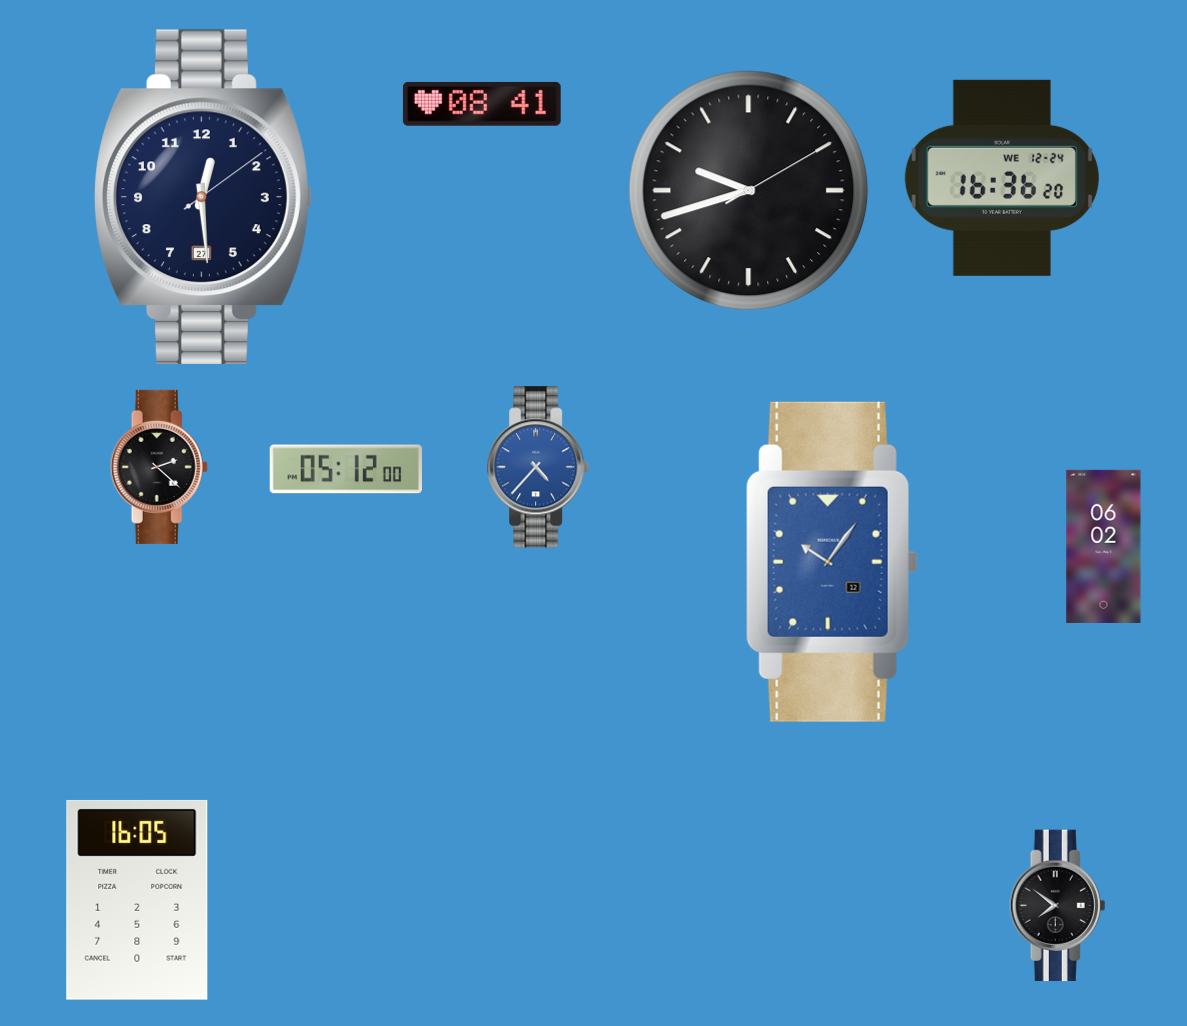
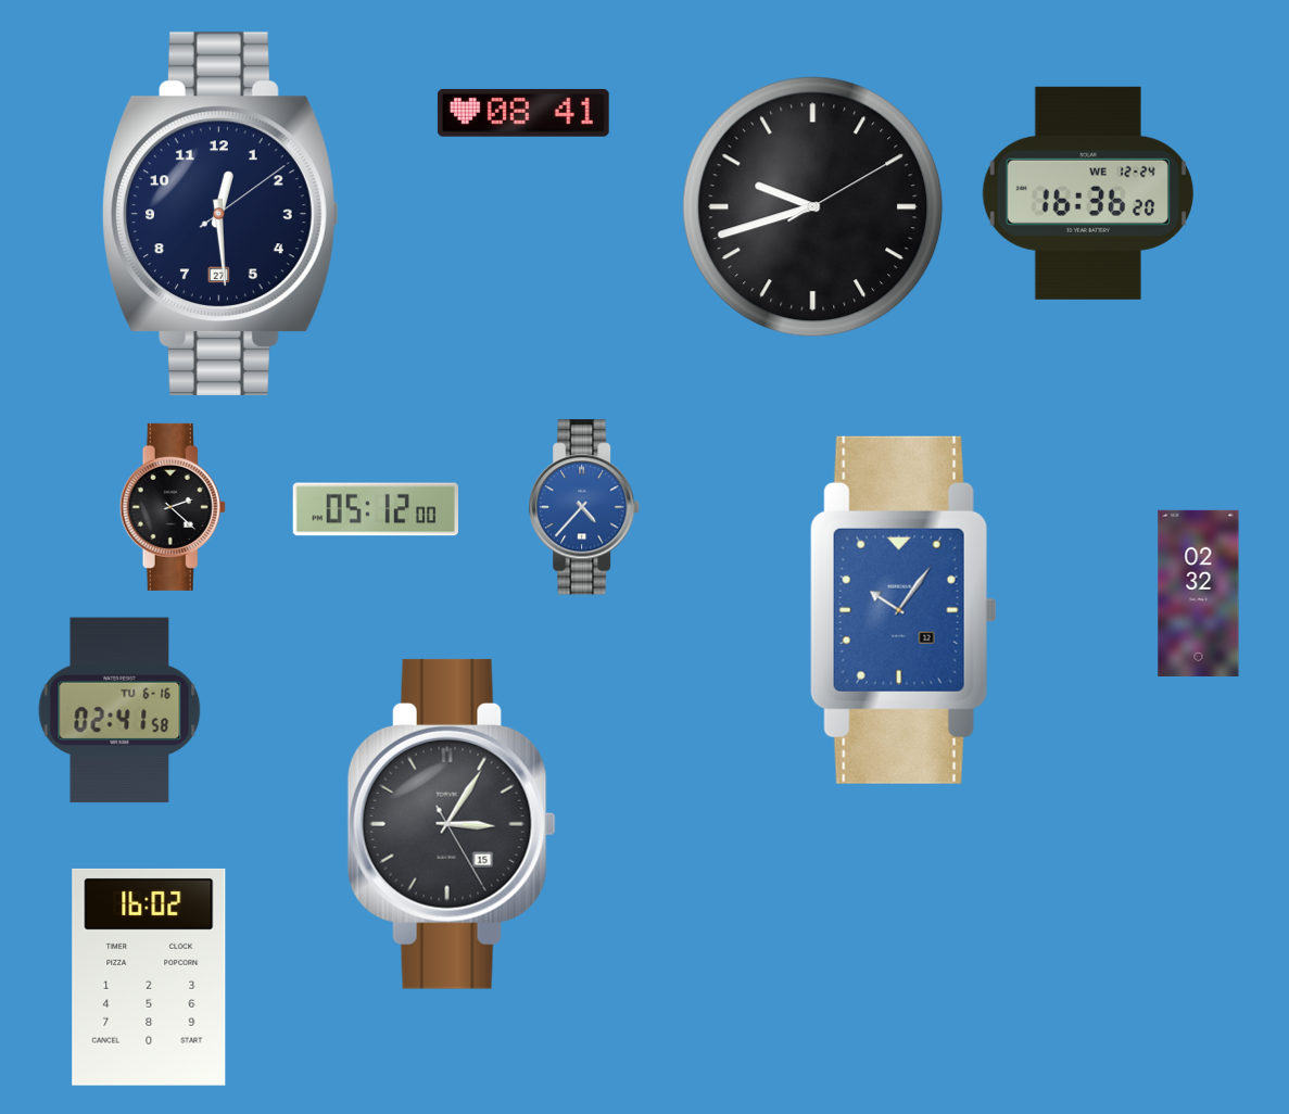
clock at (1104, 546): 06:02 -> 02:32
clock at (119, 710): none -> 02:41
clock at (452, 824): none -> 3:05
clock at (137, 900): 16:05 -> 16:02
clock at (1058, 906): 7:51 -> none
